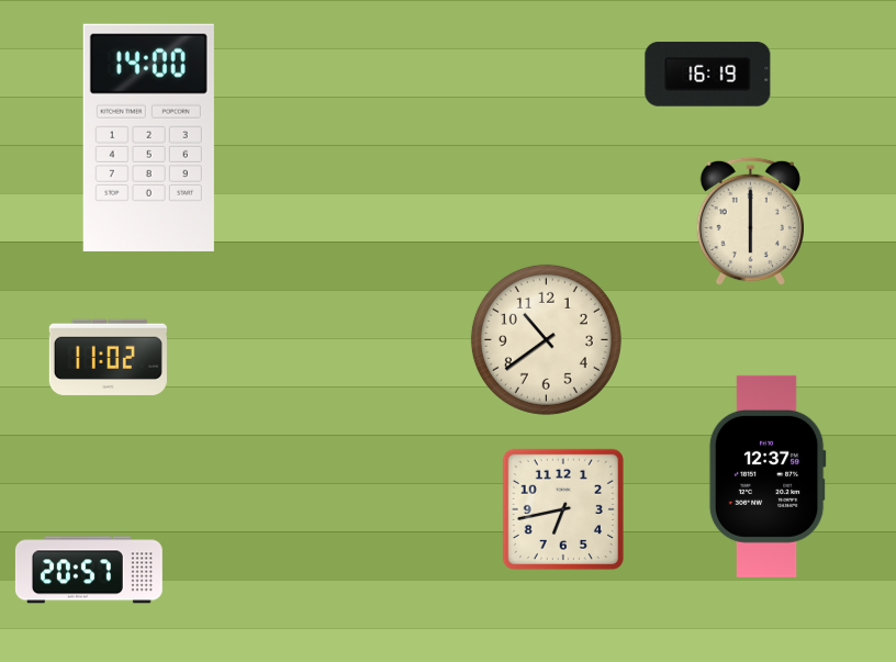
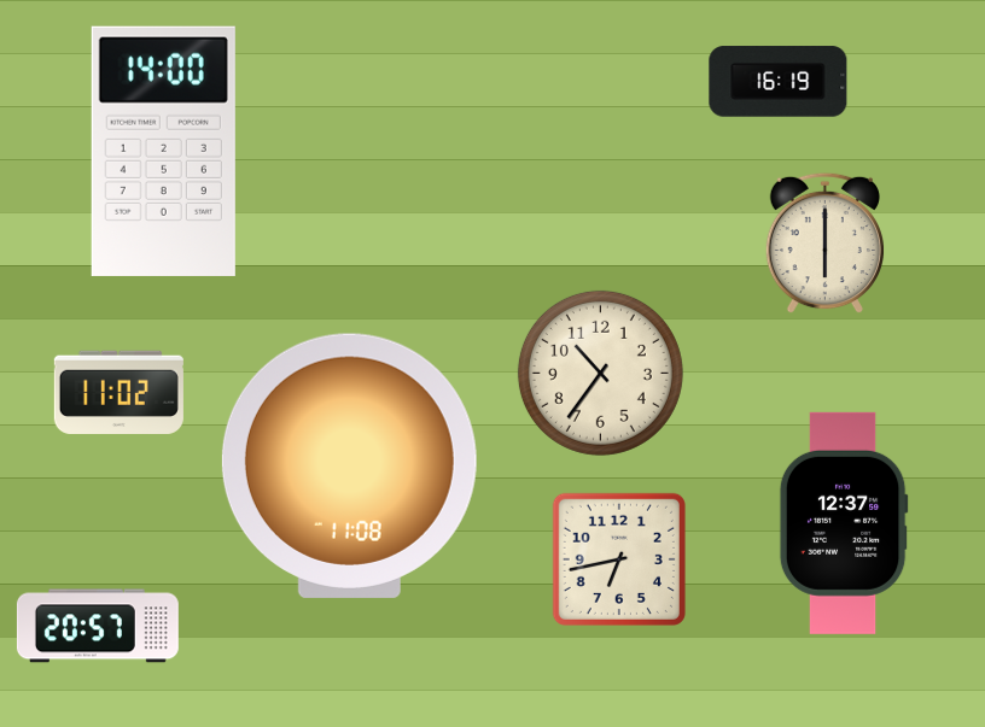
clock at (546, 339): 10:39 -> 10:36
clock at (349, 465): none -> 11:08
